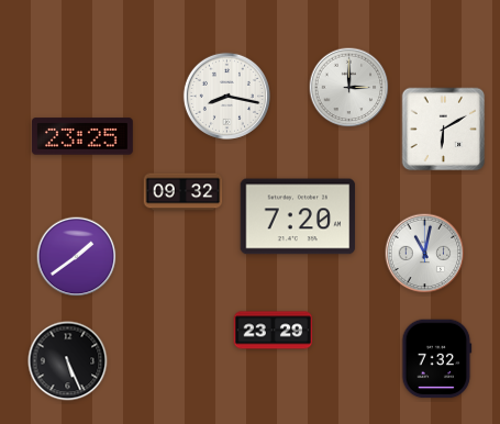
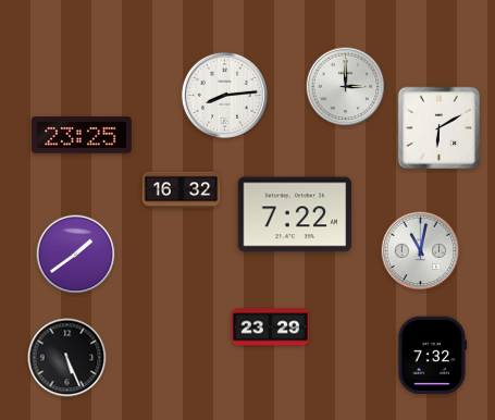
clock at (226, 96): 8:17 -> 8:14
clock at (184, 192): 09:32 -> 16:32
clock at (298, 216): 7:20 -> 7:22
